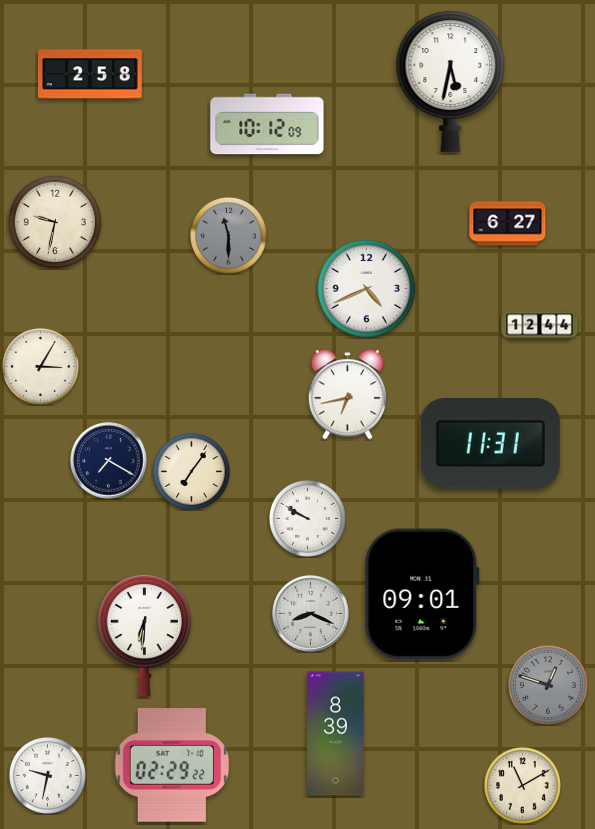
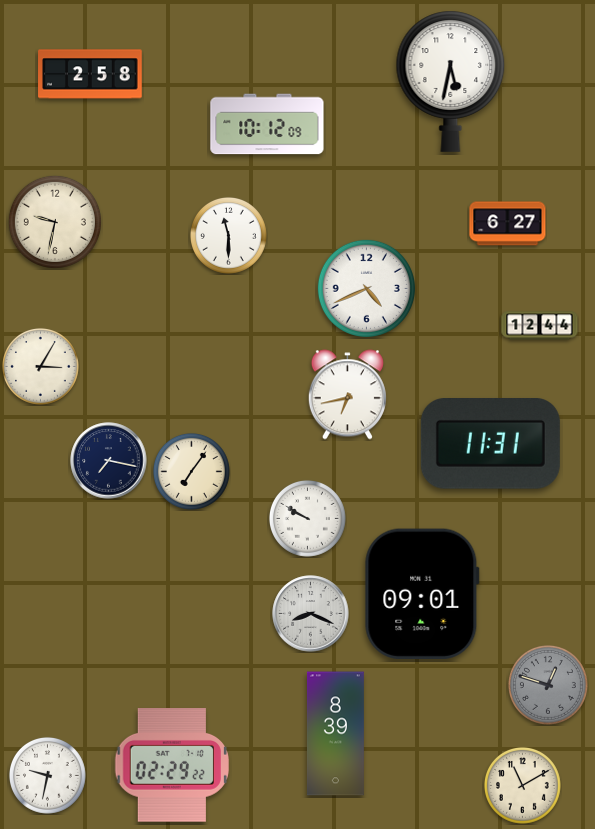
clock at (228, 235) dial: grey -> white
clock at (109, 461): 7:20 -> 7:17
clock at (145, 635): 6:31 -> none
